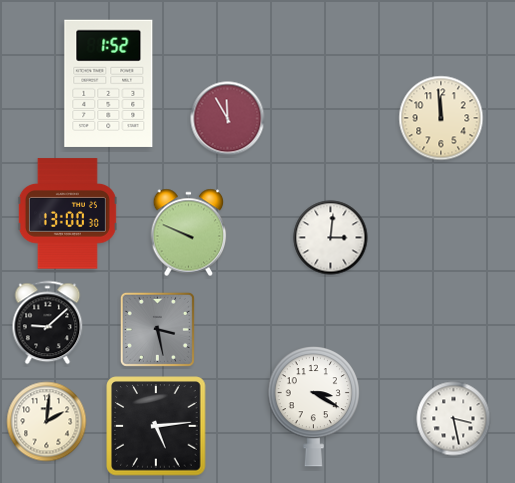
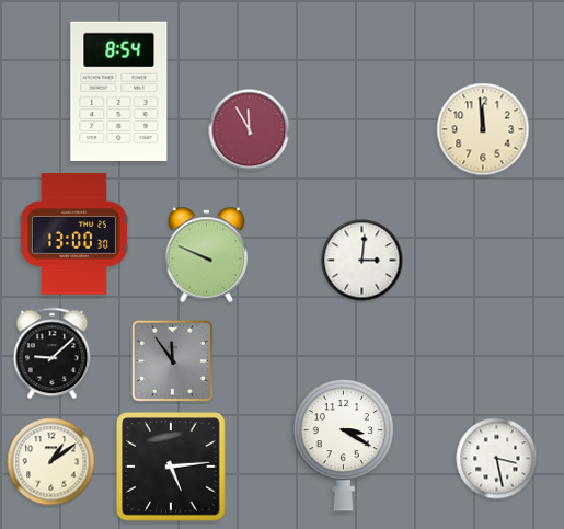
clock at (109, 83): 1:52 -> 8:54
clock at (157, 329): 3:28 -> 11:54
clock at (47, 422): 2:01 -> 1:09
